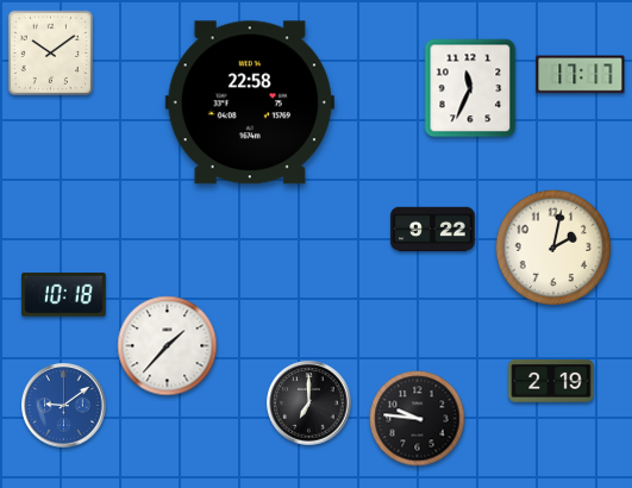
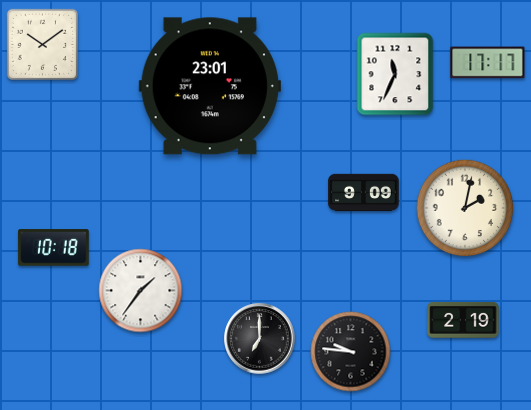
clock at (250, 102): 22:58 -> 23:01
clock at (433, 230): 9:22 -> 9:09
clock at (168, 346): 1:37 -> 1:36
clock at (64, 406): 9:09 -> none
